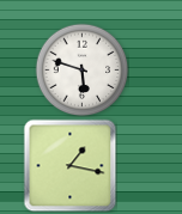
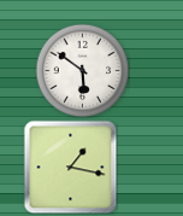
clock at (81, 69): 5:48 -> 5:51
